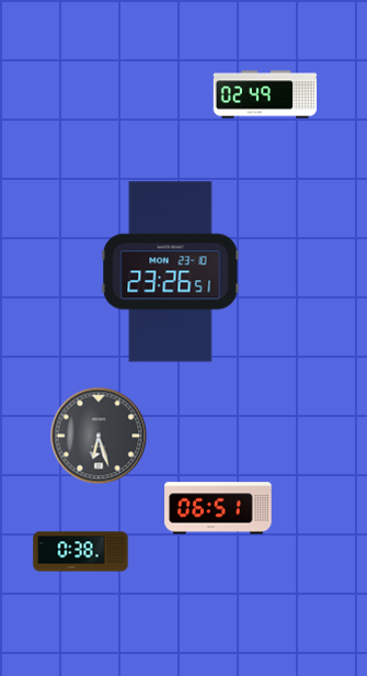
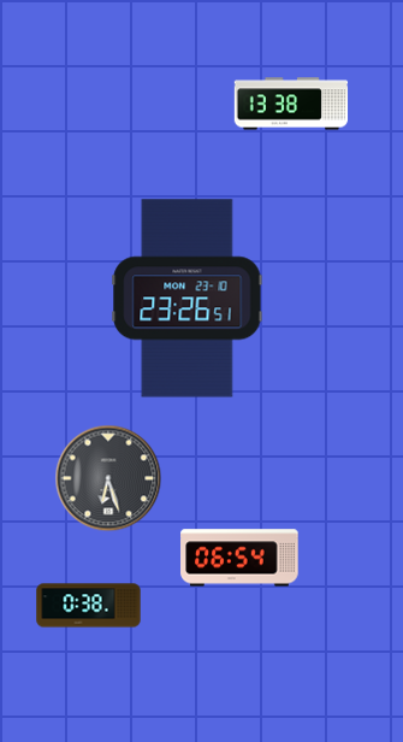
clock at (265, 94): 02:49 -> 13:38
clock at (218, 508): 06:51 -> 06:54
